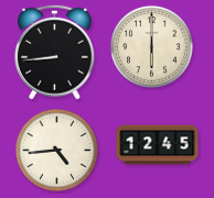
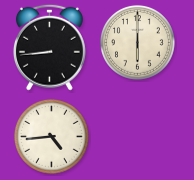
clock at (158, 145): 12:45 -> none
